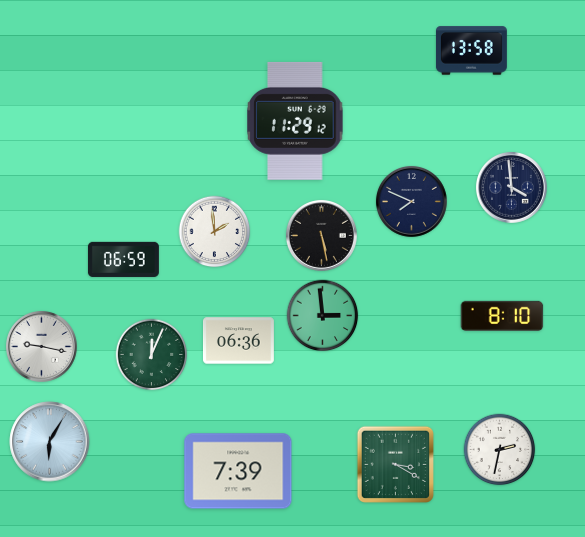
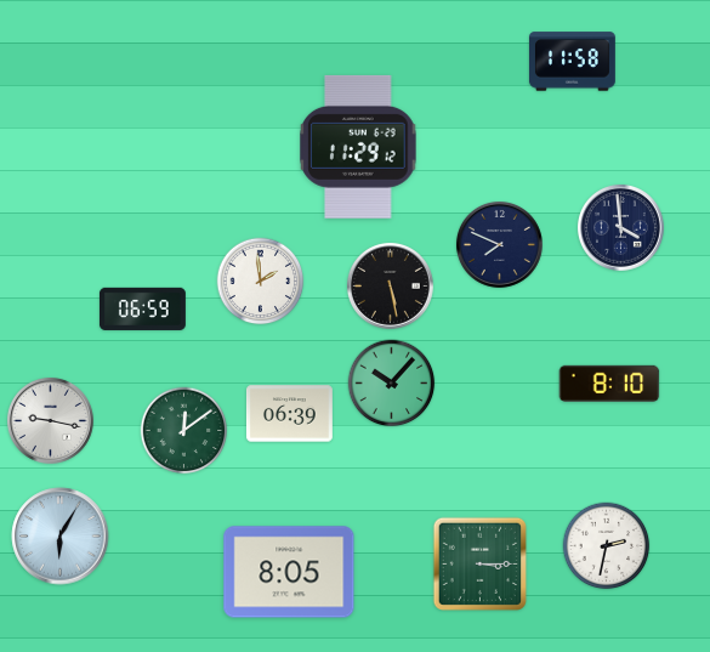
clock at (471, 51): 13:58 -> 11:58
clock at (123, 259) position: (123, 259) -> (142, 308)
clock at (323, 316): 2:59 -> 10:07
clock at (238, 341): 06:36 -> 06:39
clock at (152, 355): 12:04 -> 12:09
clock at (395, 464): 3:20 -> 3:15
clock at (238, 471): 7:39 -> 8:05
